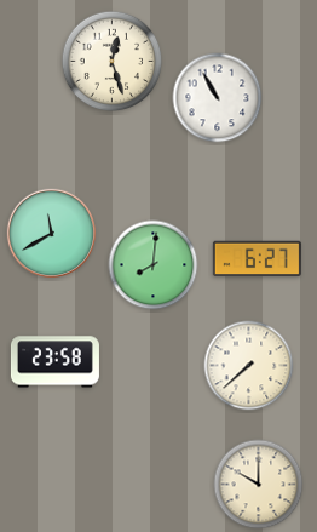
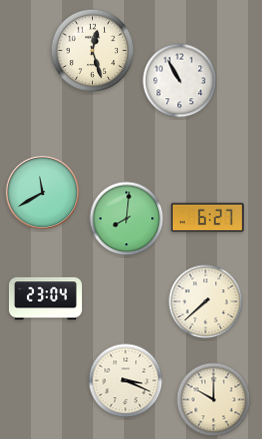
clock at (257, 259) position: (257, 259) -> (207, 218)
clock at (54, 362): 23:58 -> 23:04
clock at (126, 381): none -> 3:19
